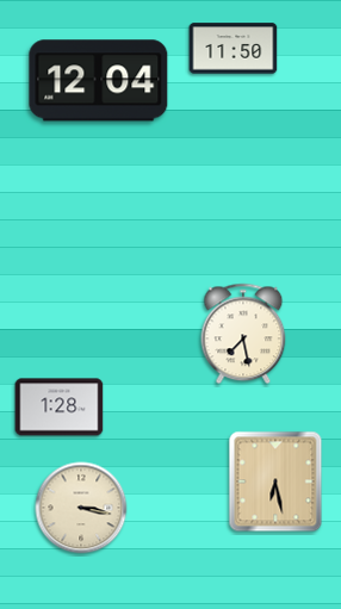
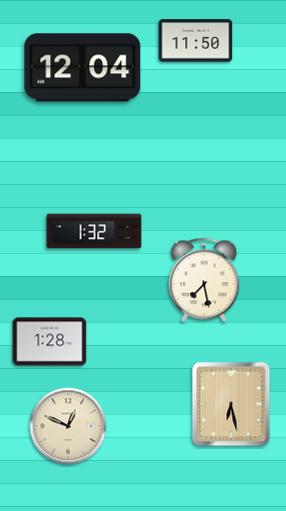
clock at (94, 231): none -> 1:32
clock at (81, 508): 3:17 -> 12:49
